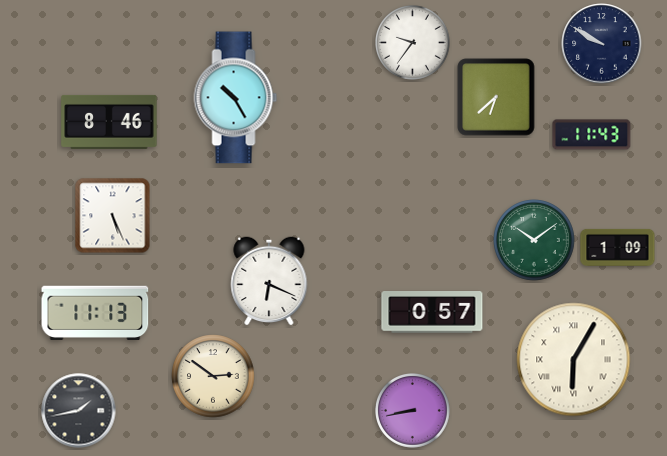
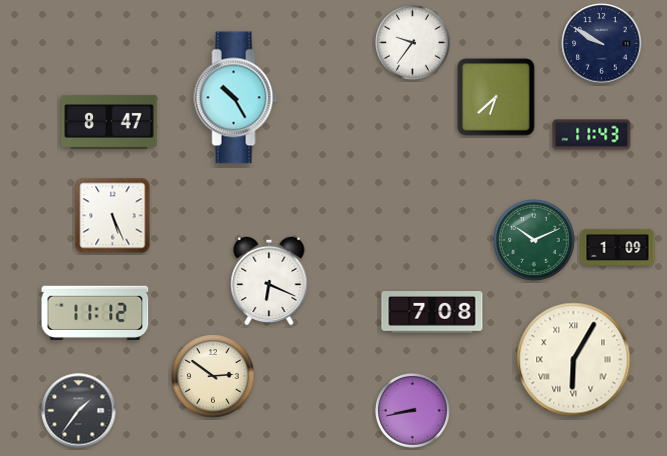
clock at (109, 122): 8:46 -> 8:47
clock at (534, 240): 10:09 -> 10:11
clock at (95, 312): 11:13 -> 11:12
clock at (432, 313): 0:57 -> 7:08
clock at (79, 411): 1:43 -> 1:36
